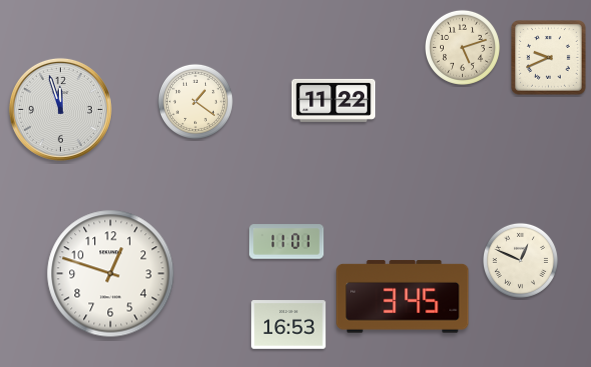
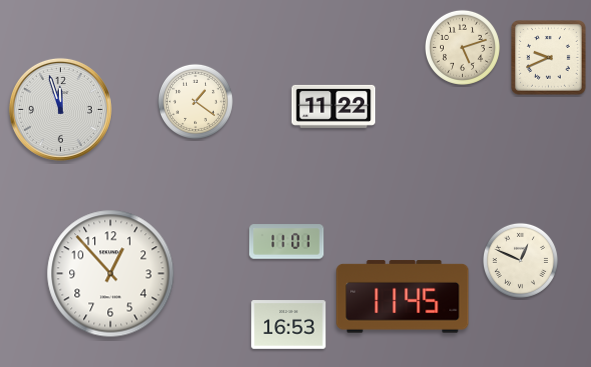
clock at (334, 100) position: (334, 100) -> (334, 106)
clock at (111, 274): 12:48 -> 12:53
clock at (403, 297): 3:45 -> 11:45
